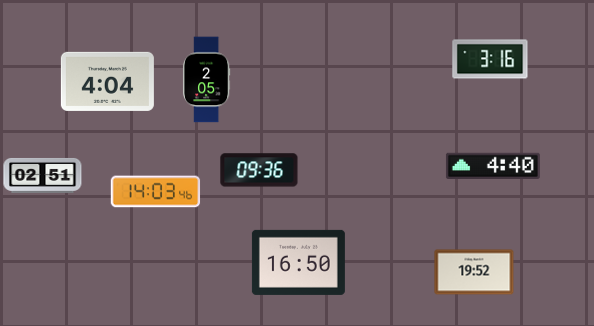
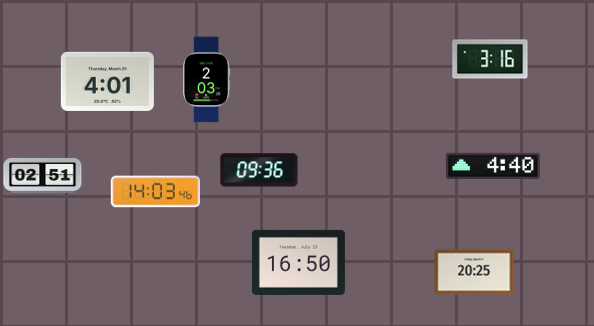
clock at (206, 80): 2:05 -> 2:03
clock at (107, 81): 4:04 -> 4:01
clock at (474, 272): 19:52 -> 20:25
